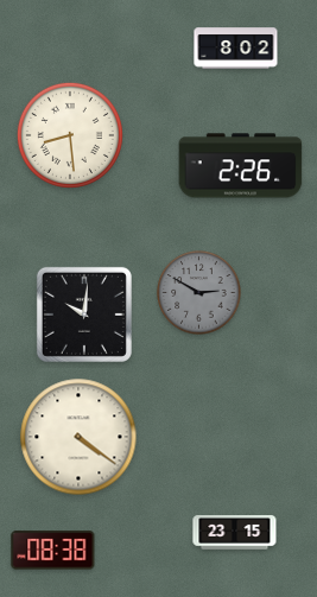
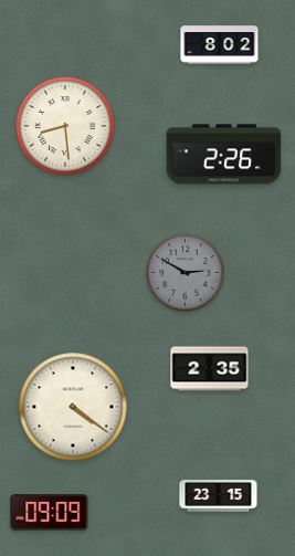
clock at (84, 315): 10:01 -> none
clock at (210, 369): none -> 2:35
clock at (53, 551): 08:38 -> 09:09
